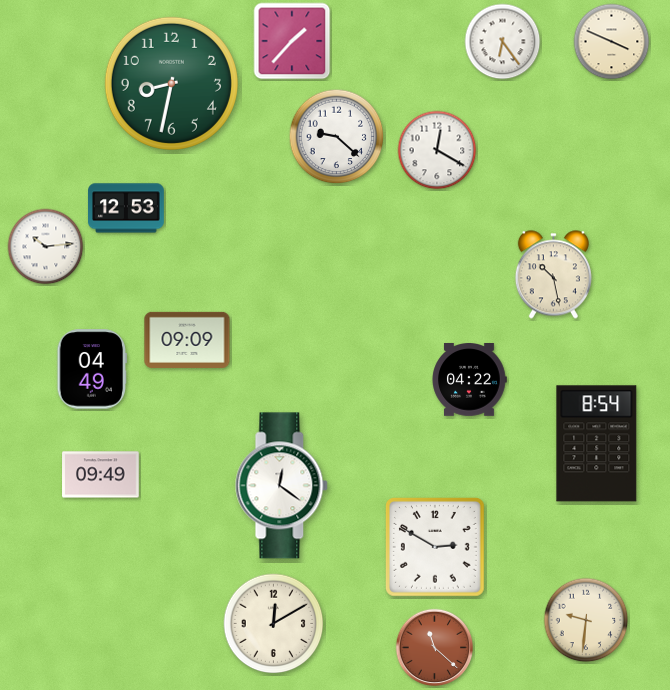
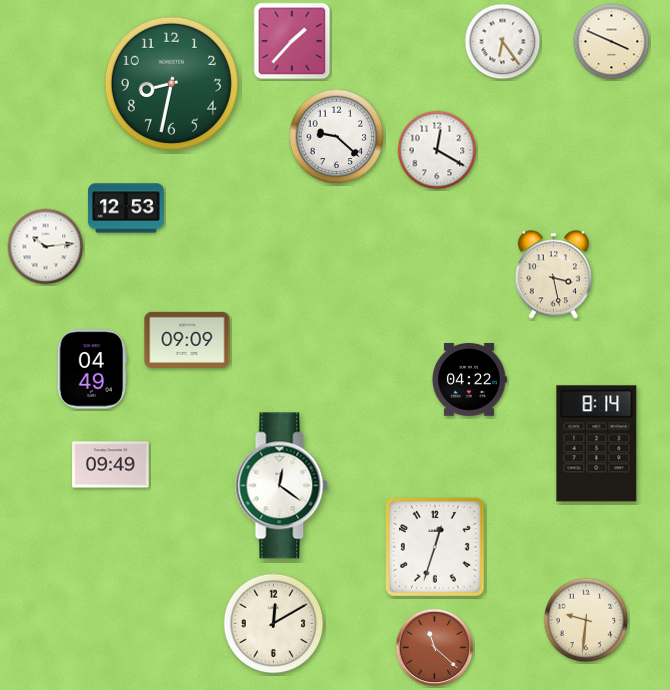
clock at (553, 275): 10:28 -> 3:28
clock at (597, 444): 8:54 -> 8:14
clock at (101, 475) position: (101, 475) -> (111, 465)
clock at (436, 548): 2:50 -> 12:33
